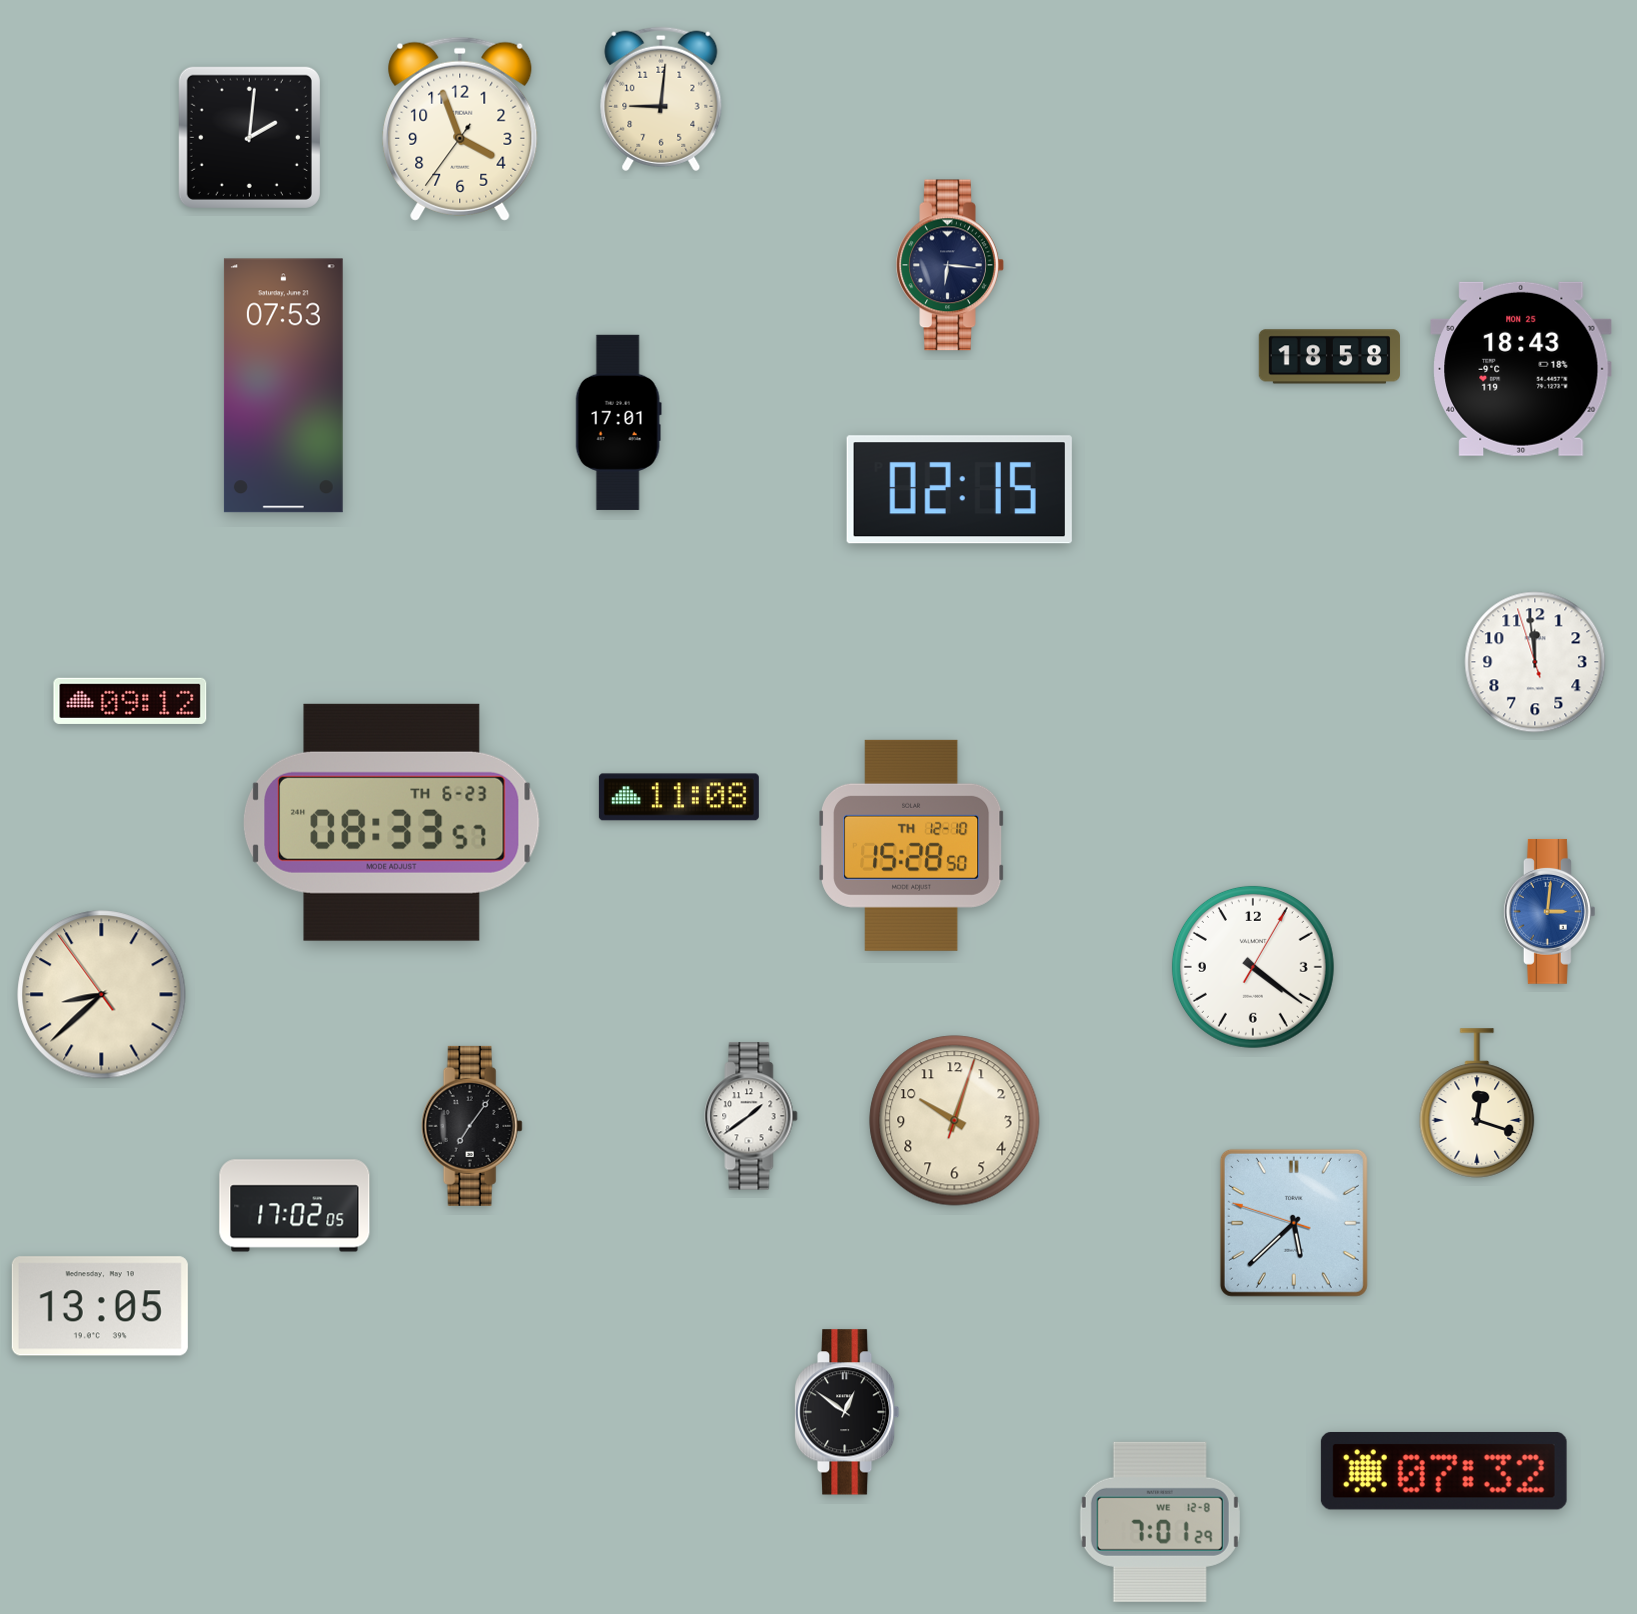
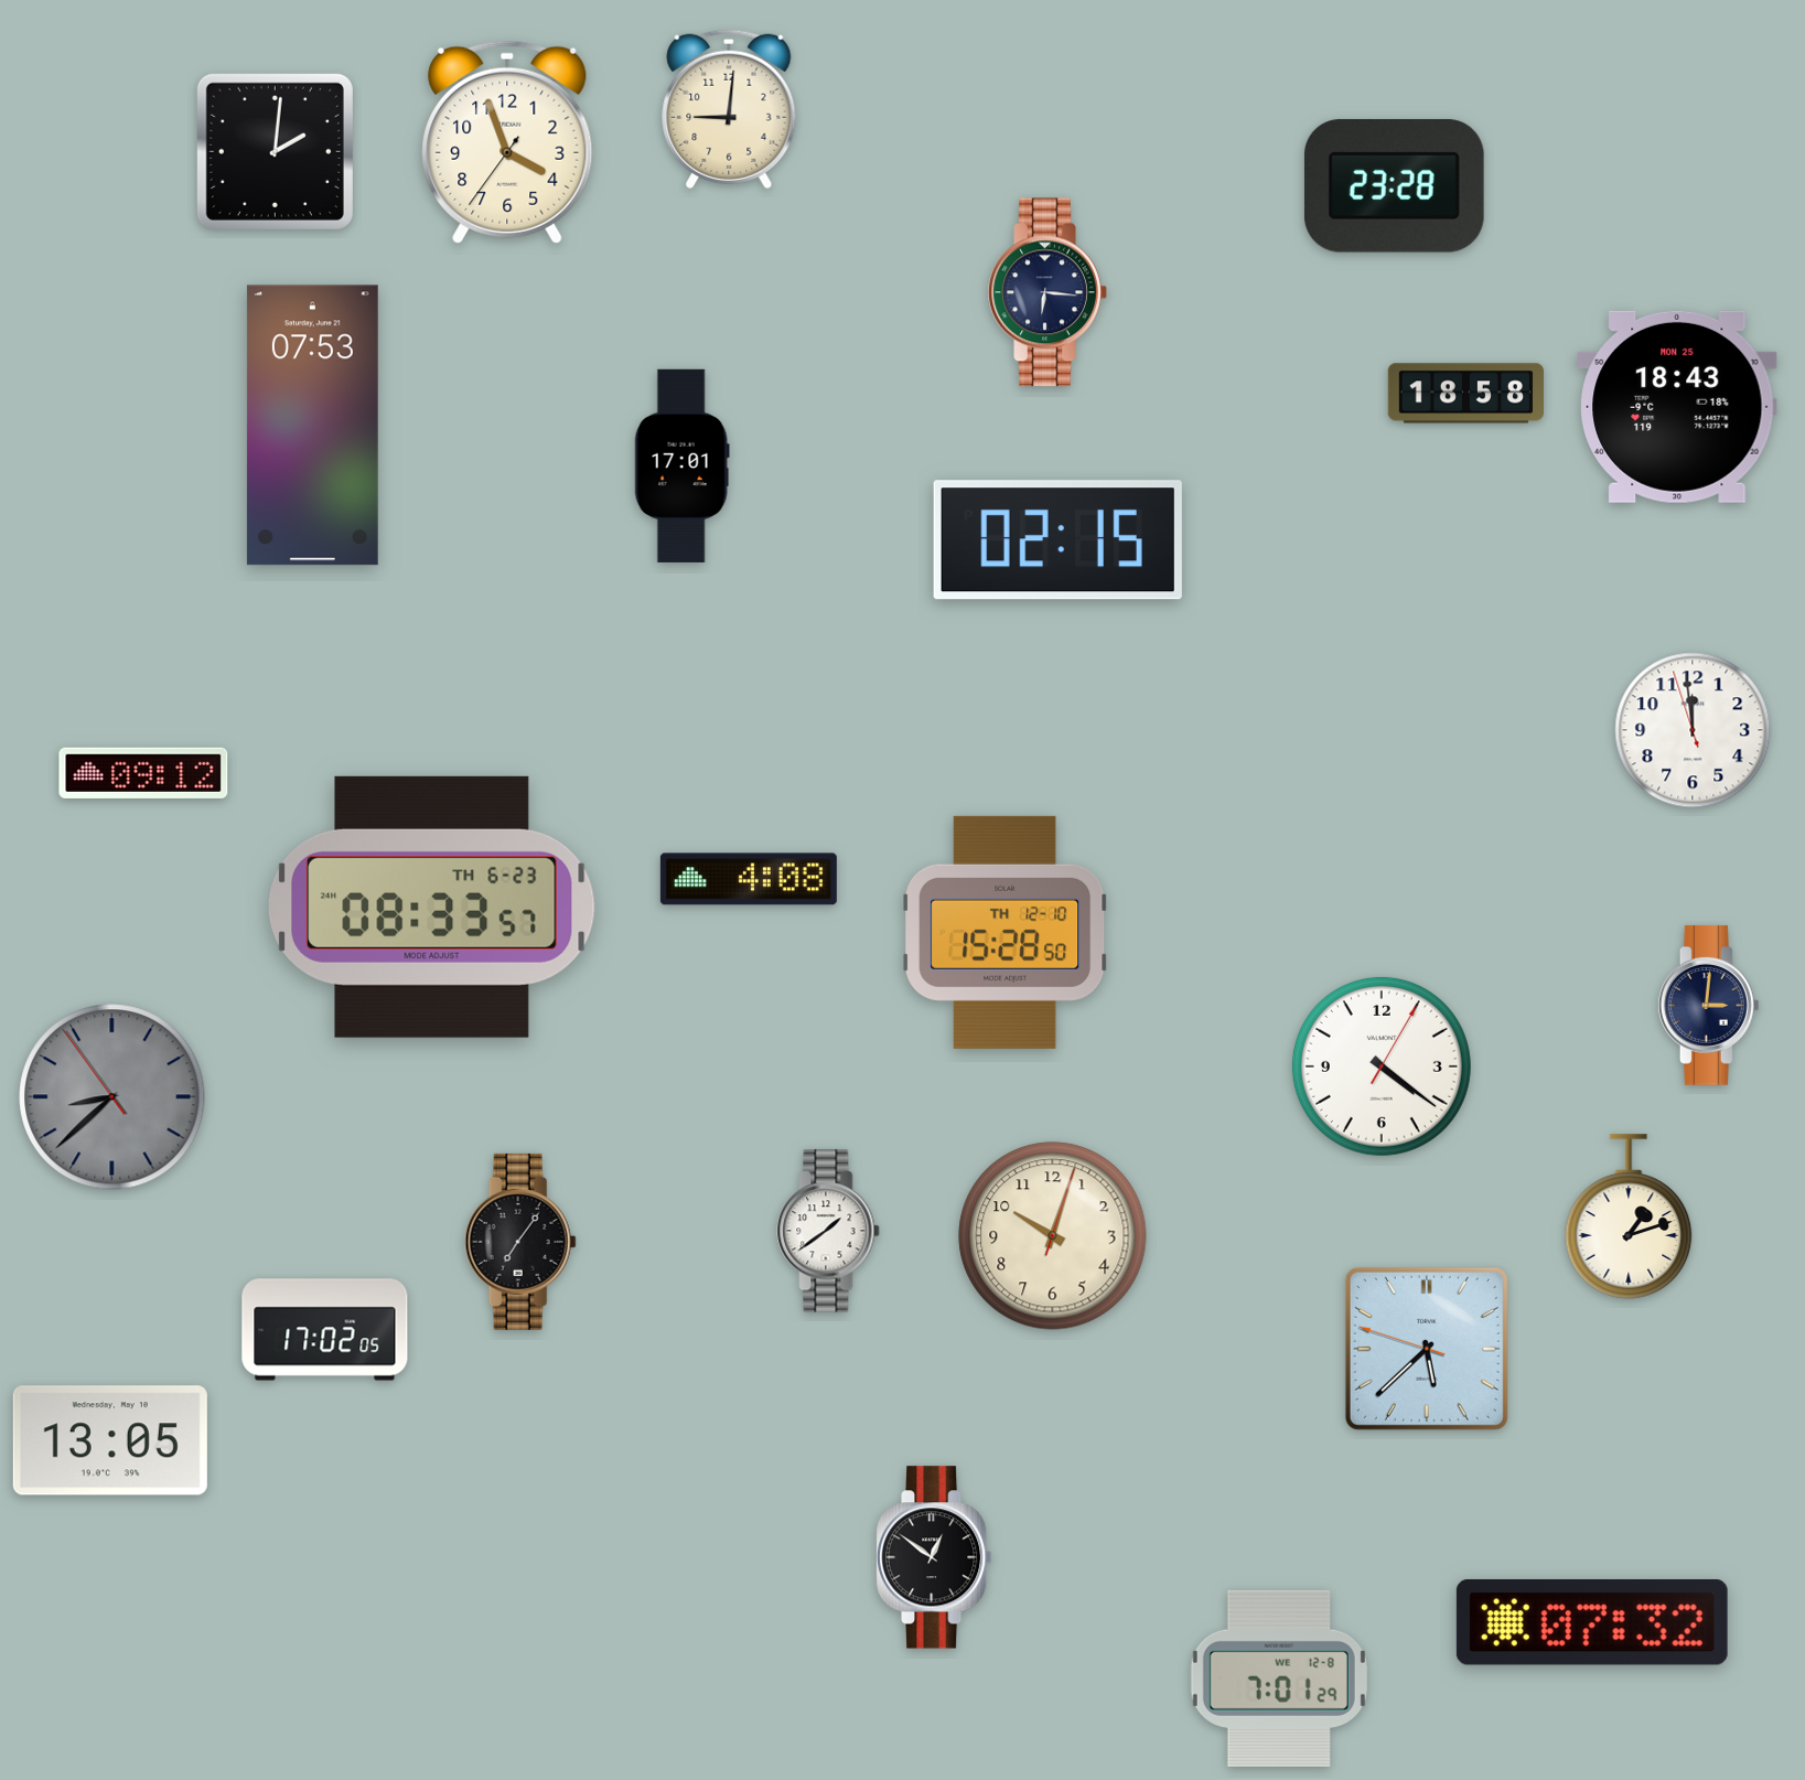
clock at (1394, 186): none -> 23:28
clock at (679, 797): 11:08 -> 4:08
clock at (1549, 911) dial: blue -> navy
clock at (102, 995) dial: cream -> grey
clock at (1477, 1103): 12:18 -> 1:12
